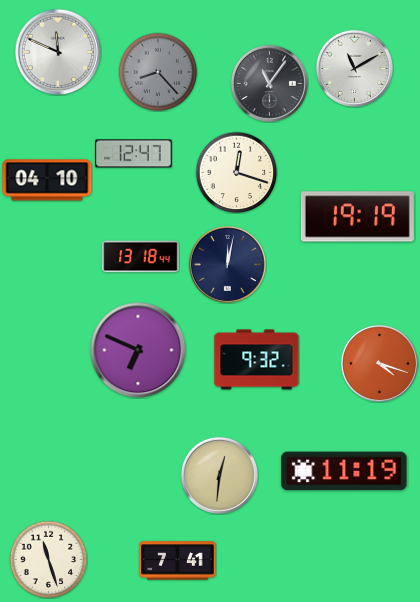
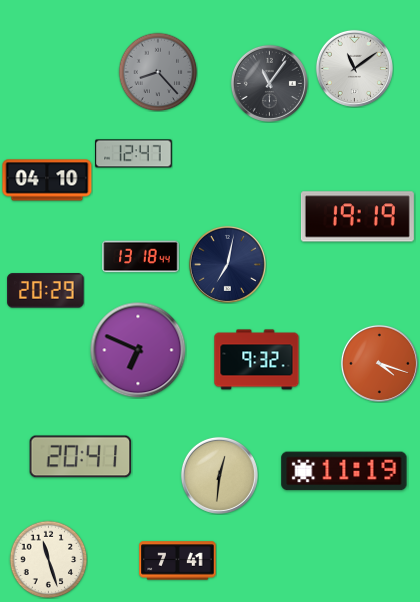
clock at (58, 52): 11:49 -> none
clock at (354, 68): 11:10 -> 11:09
clock at (236, 172): 12:18 -> none
clock at (227, 264): 12:02 -> 7:02
clock at (46, 291): none -> 20:29
clock at (81, 457): none -> 20:41
